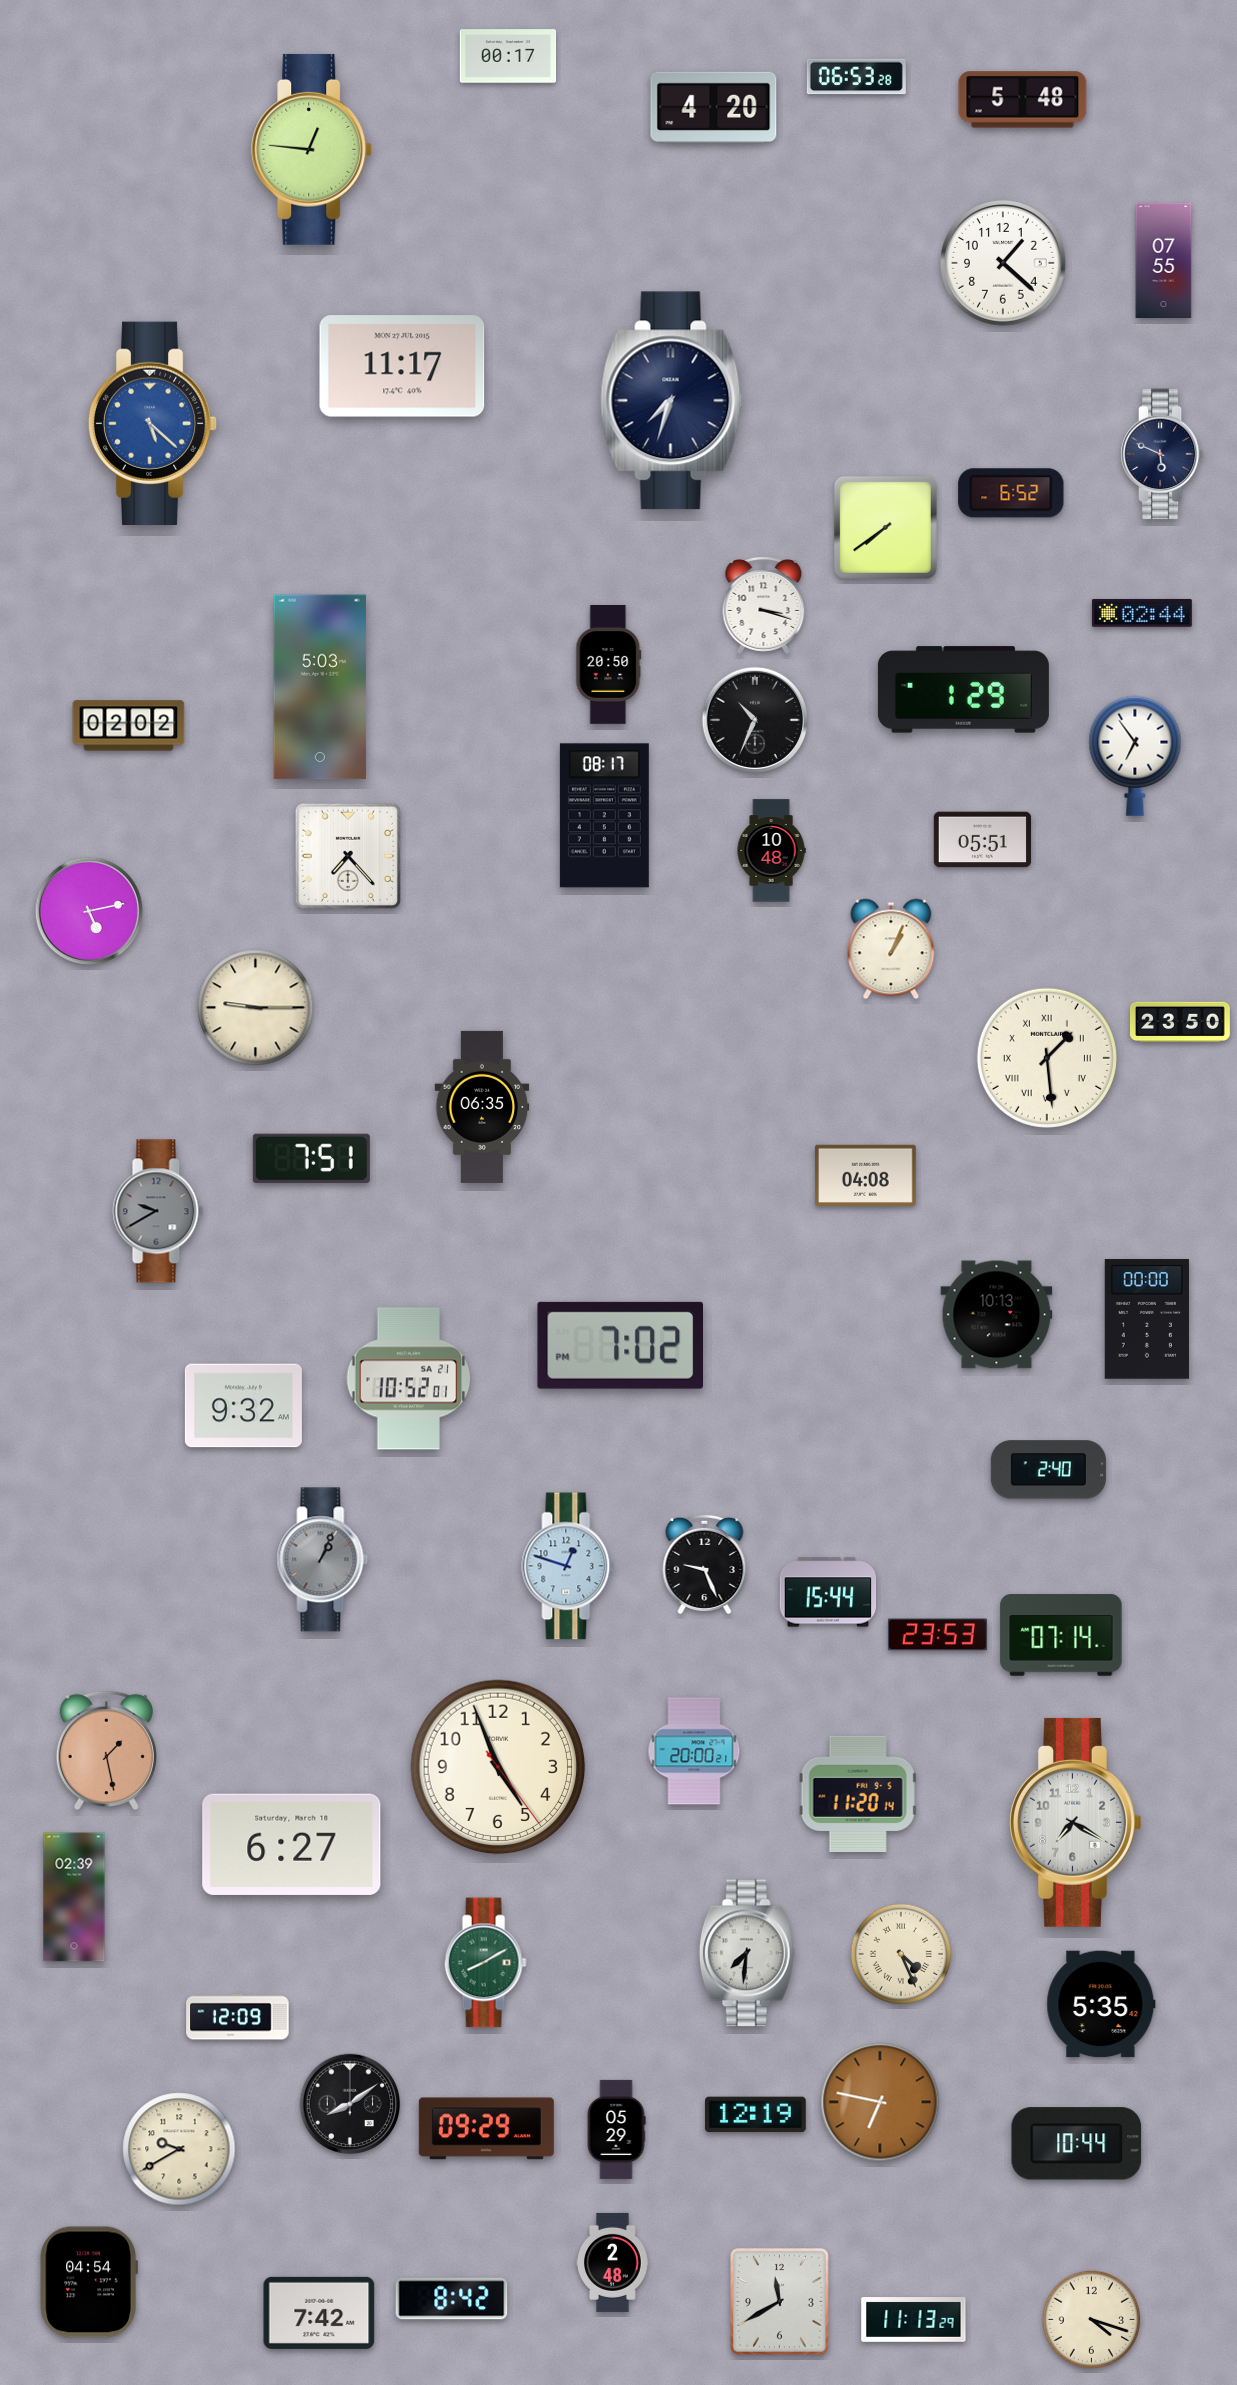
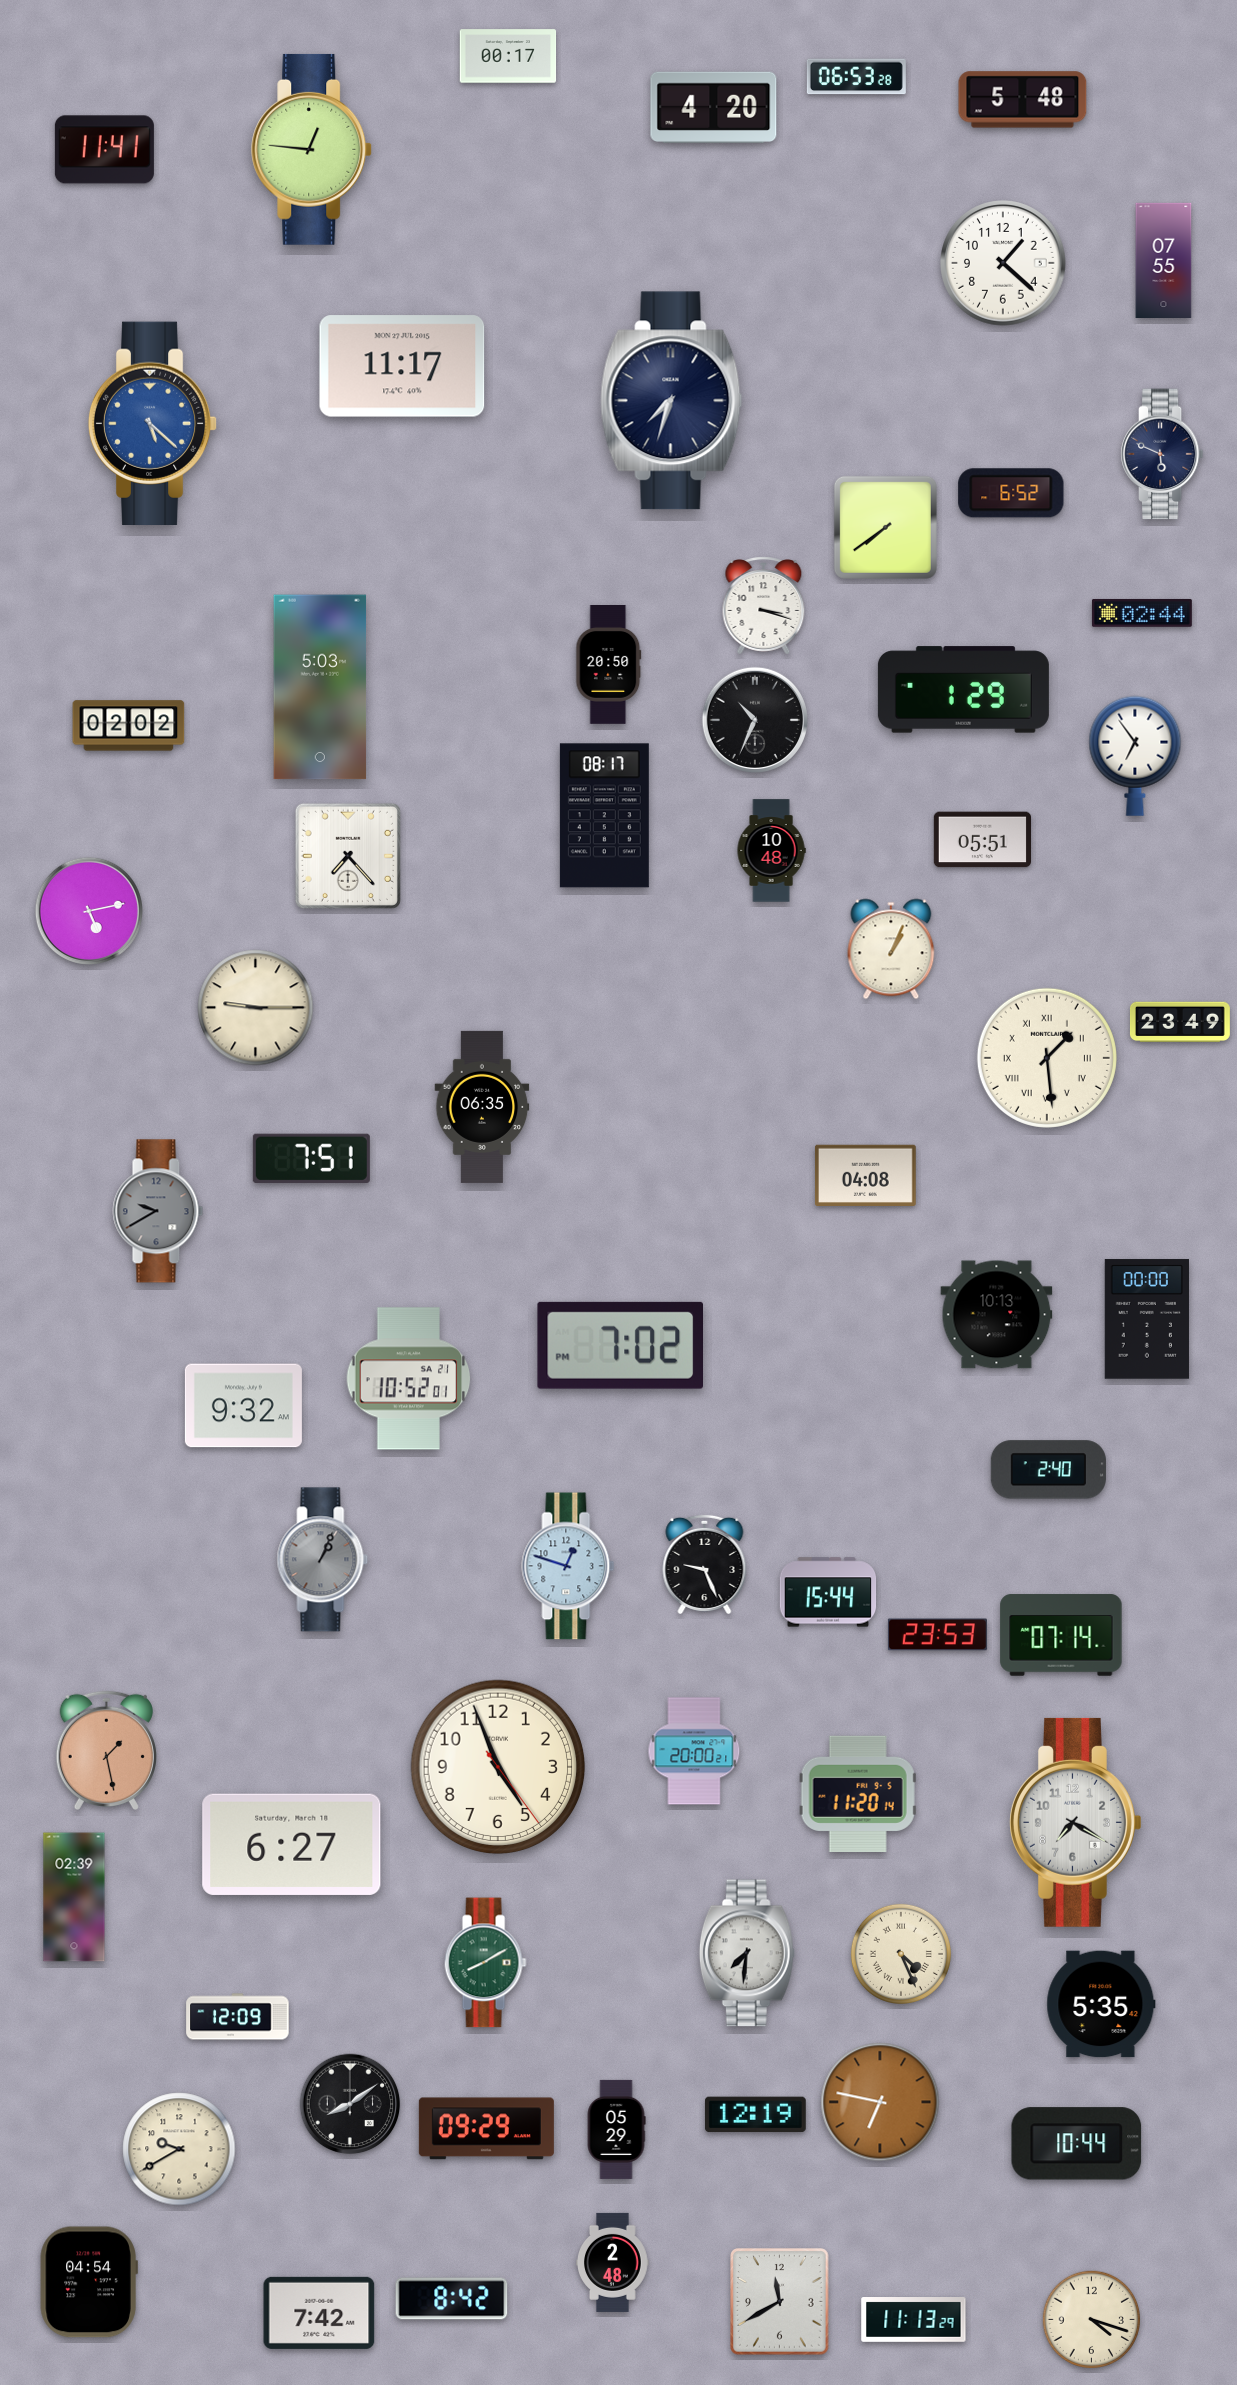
clock at (104, 150): none -> 11:41
clock at (1180, 1022): 23:50 -> 23:49
